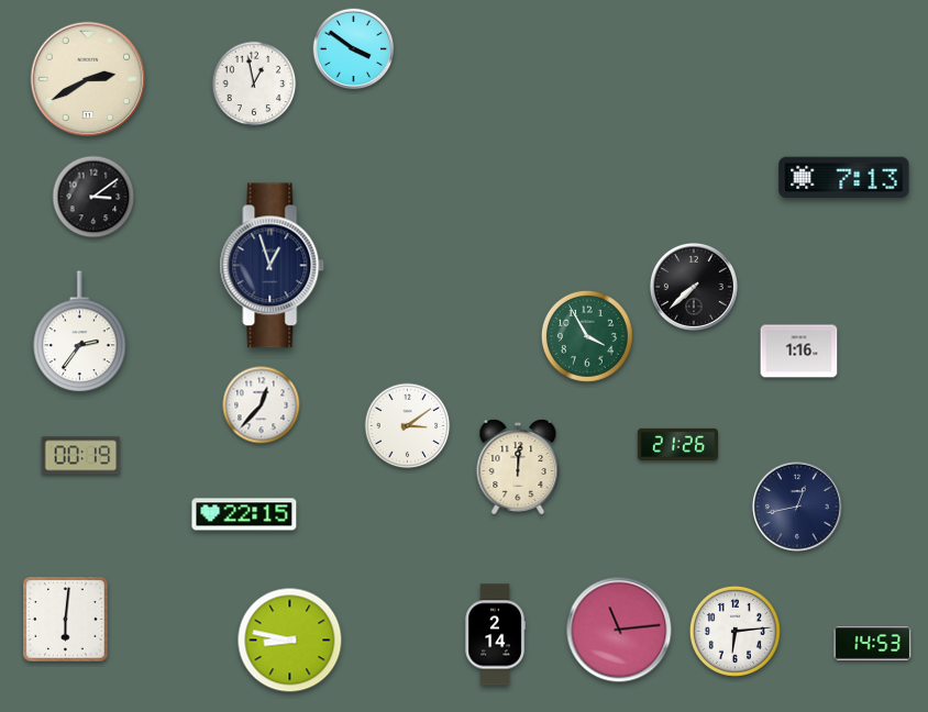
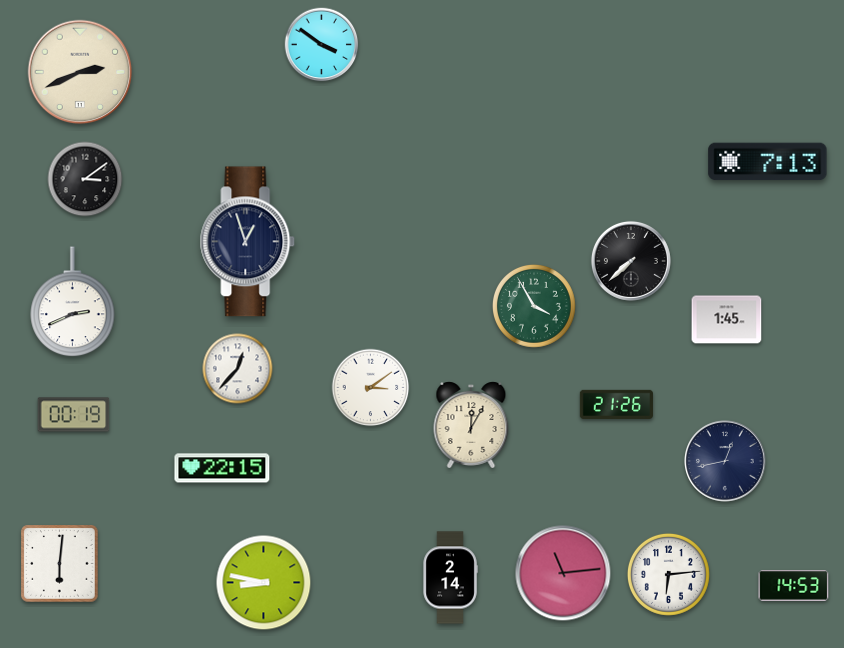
clock at (88, 79): 2:40 -> 2:41
clock at (254, 84): 12:58 -> none
clock at (80, 332): 2:36 -> 2:41
clock at (799, 352): 1:16 -> 1:45
clock at (518, 467): 12:01 -> 12:05
